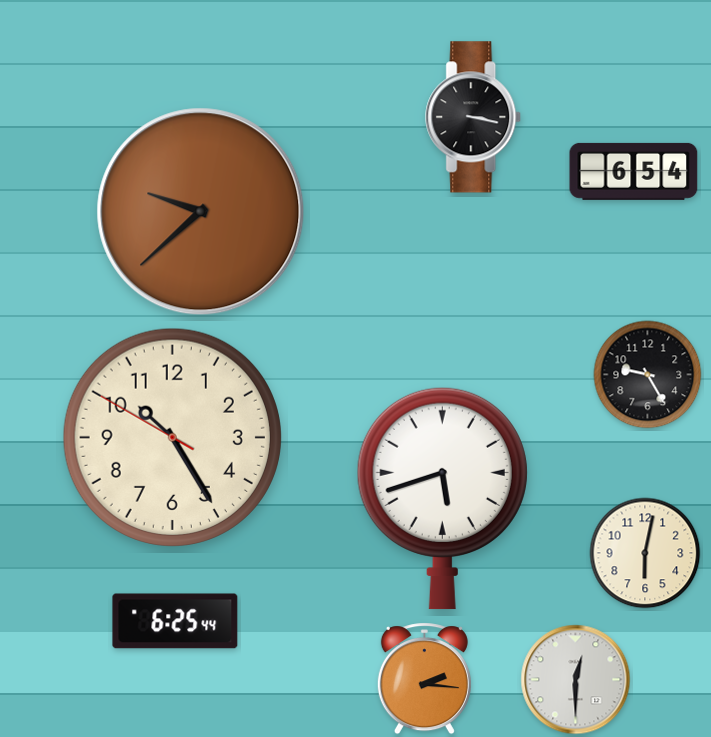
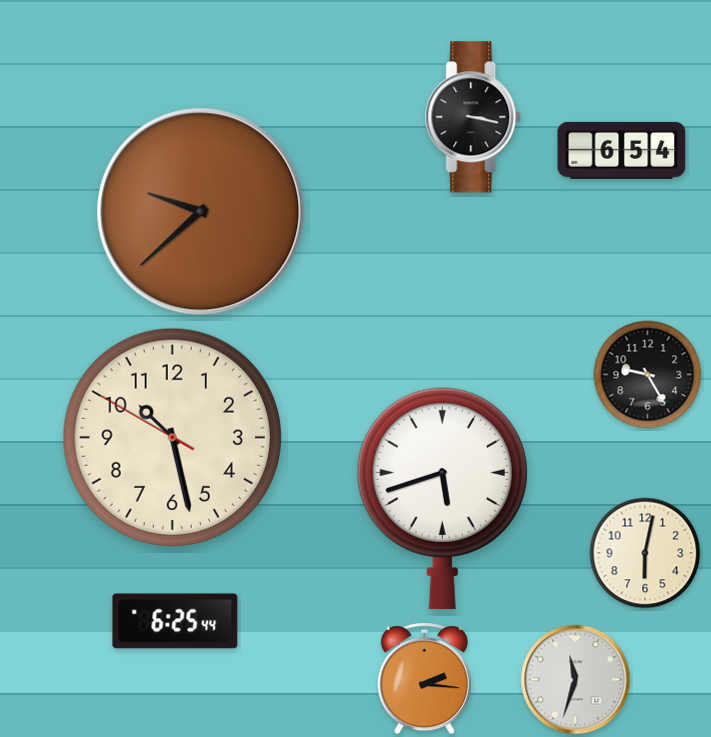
clock at (634, 171) position: (634, 171) -> (622, 150)
clock at (172, 437): 10:24 -> 10:27
clock at (576, 680): 12:30 -> 11:33
